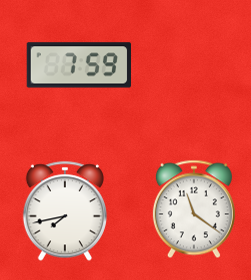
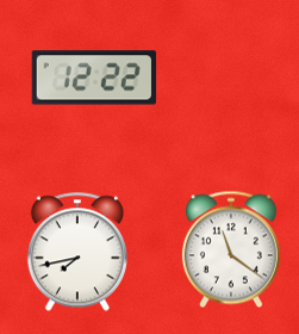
clock at (79, 65): 7:59 -> 12:22
